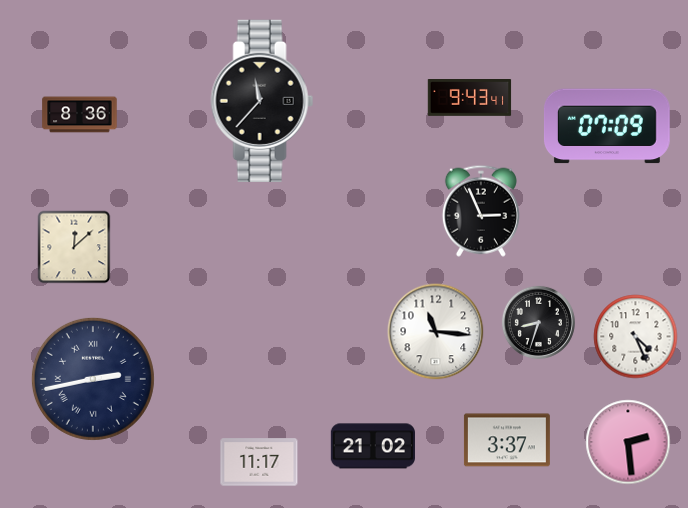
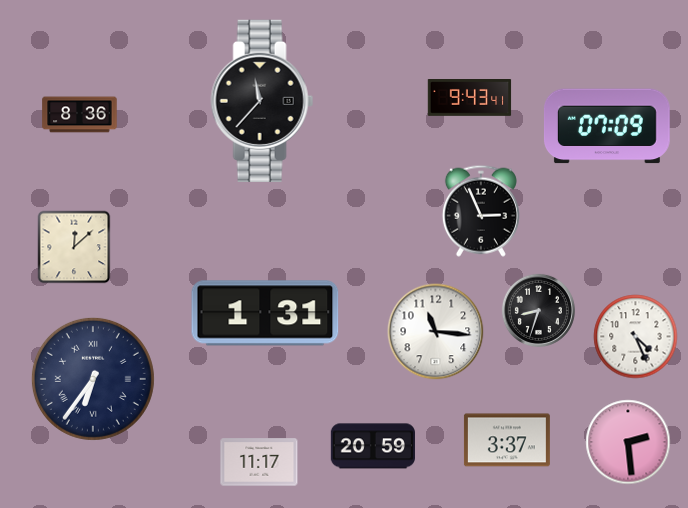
clock at (265, 313): none -> 1:31
clock at (538, 322) position: (538, 322) -> (538, 310)
clock at (93, 379): 2:43 -> 6:36
clock at (373, 446): 21:02 -> 20:59
